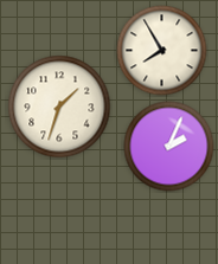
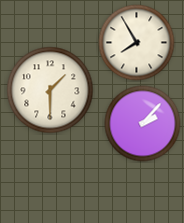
clock at (59, 107): 1:33 -> 1:30
clock at (169, 147): 2:04 -> 2:07
